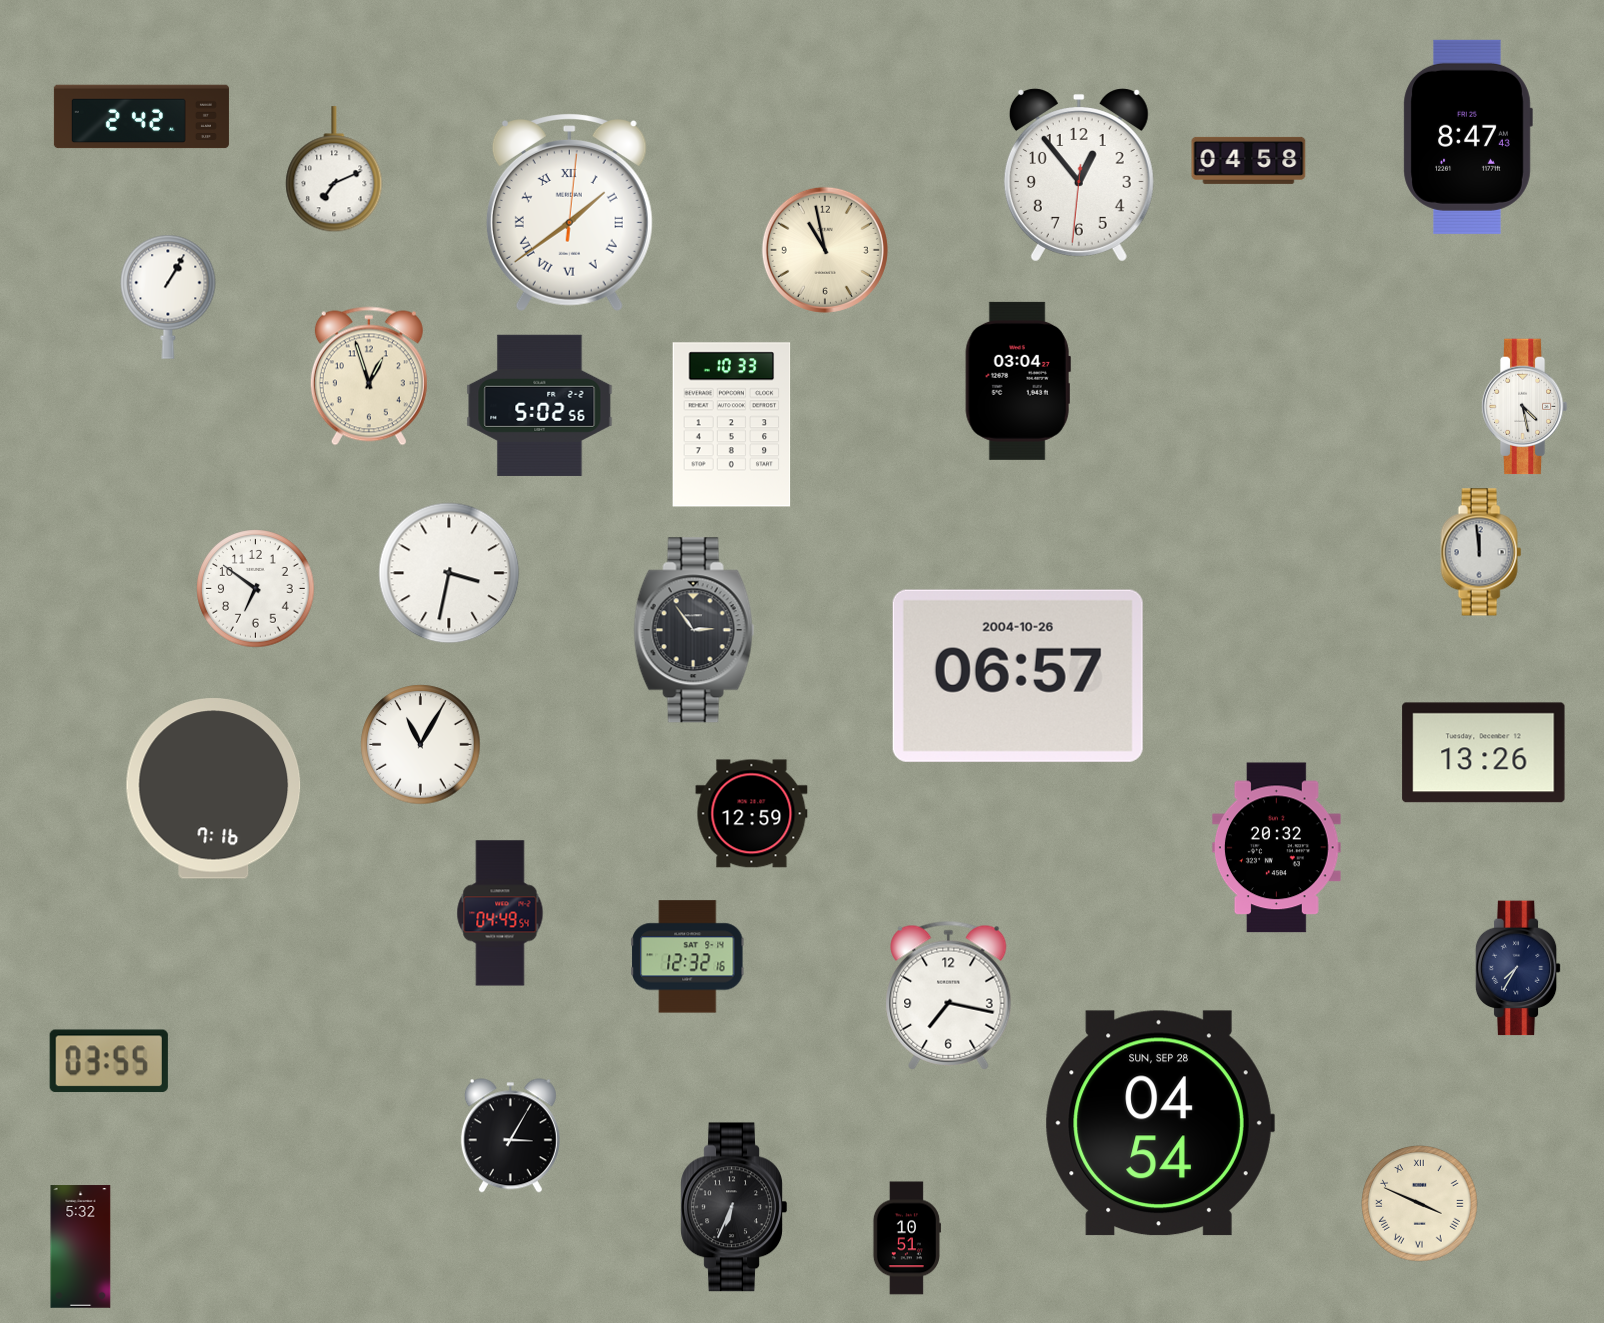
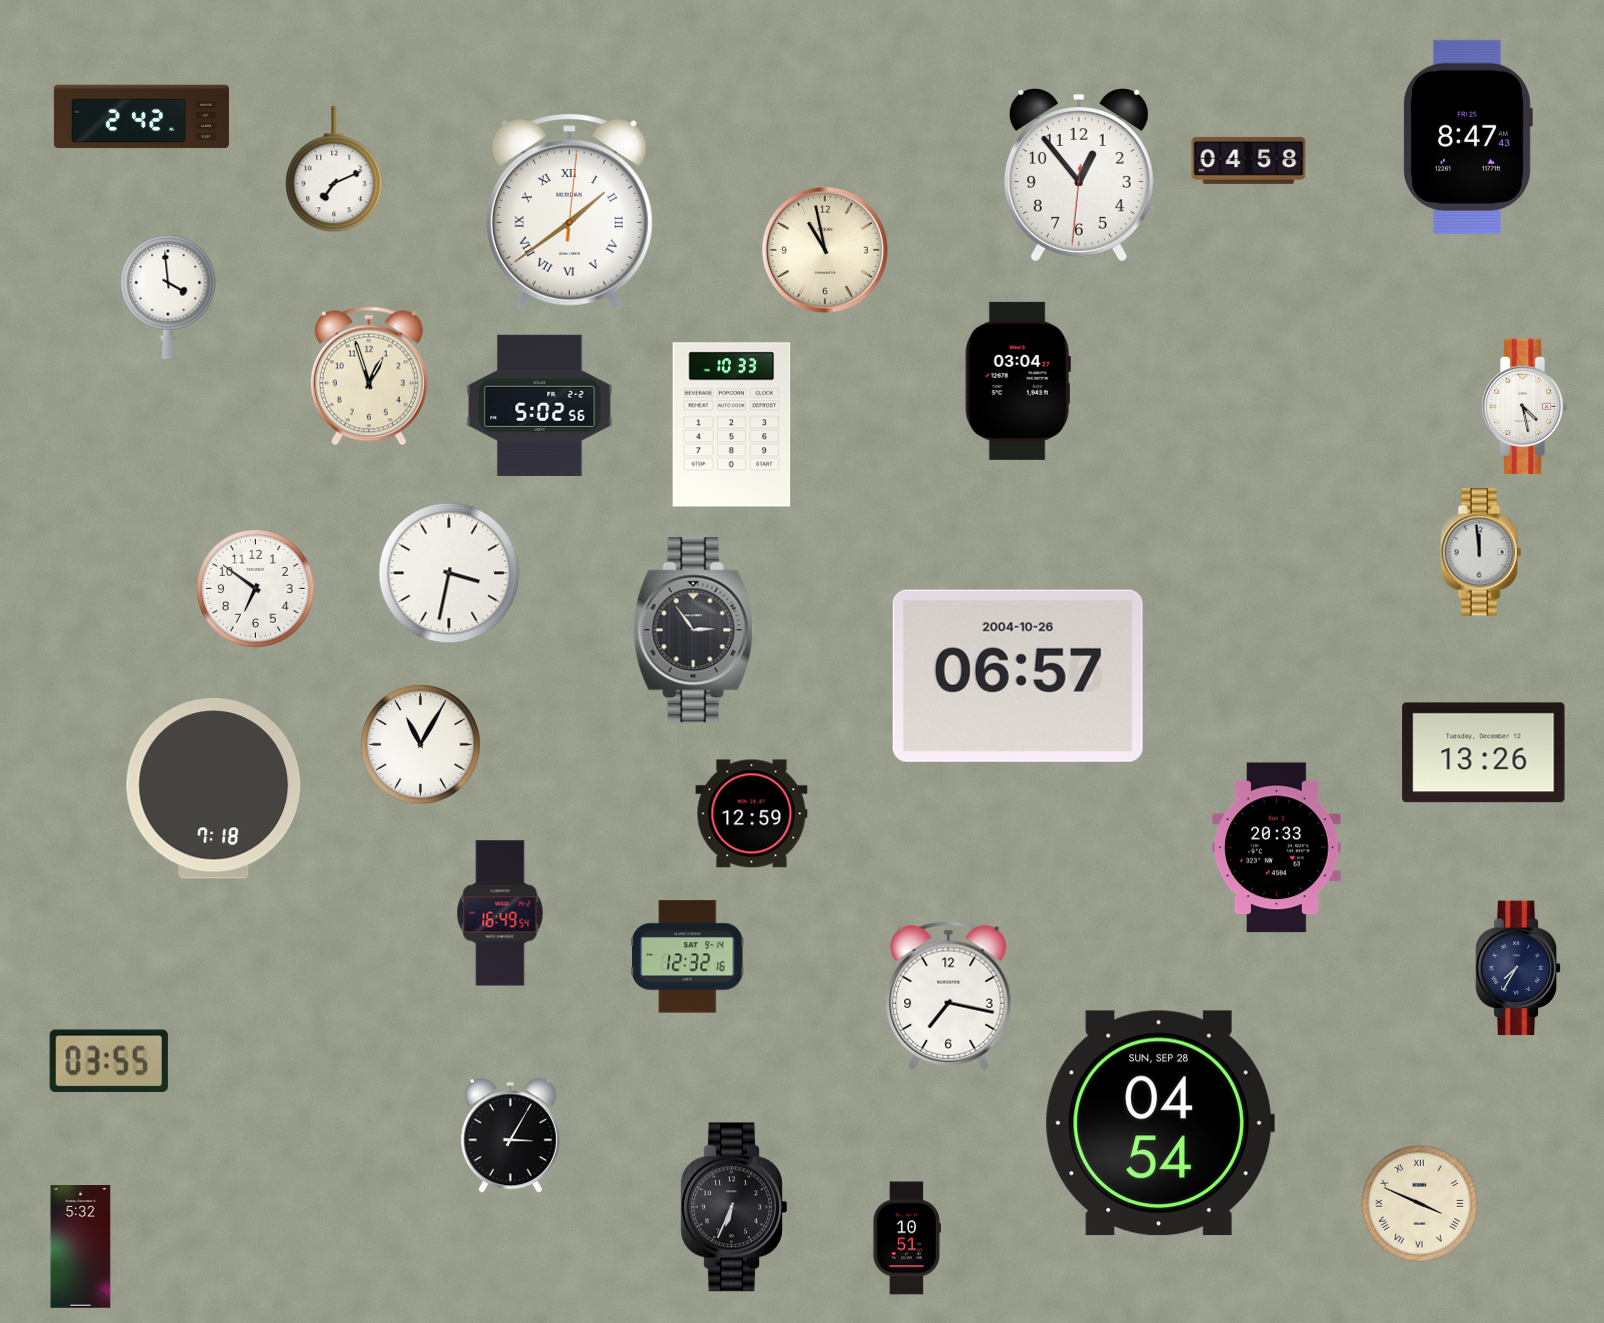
clock at (168, 297): 1:05 -> 3:59
clock at (214, 789): 7:16 -> 7:18
clock at (1276, 848): 20:32 -> 20:33
clock at (500, 913): 04:49 -> 16:49
